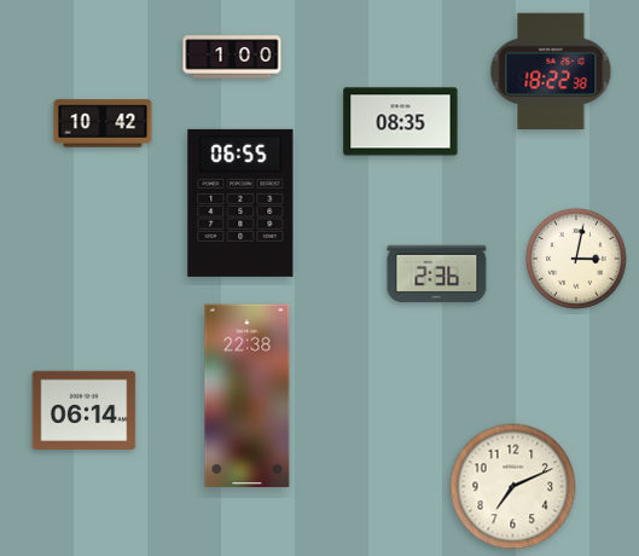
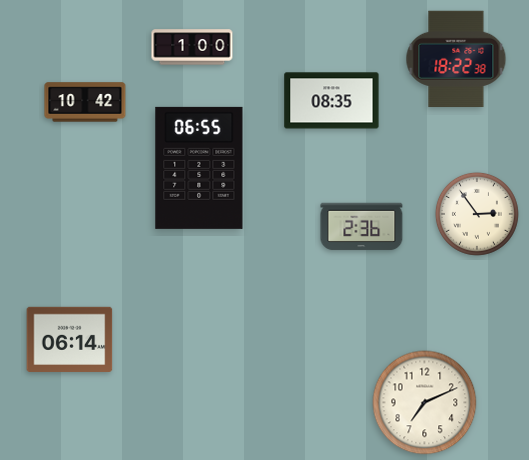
clock at (576, 259): 3:02 -> 2:54
clock at (248, 396): 22:38 -> none
